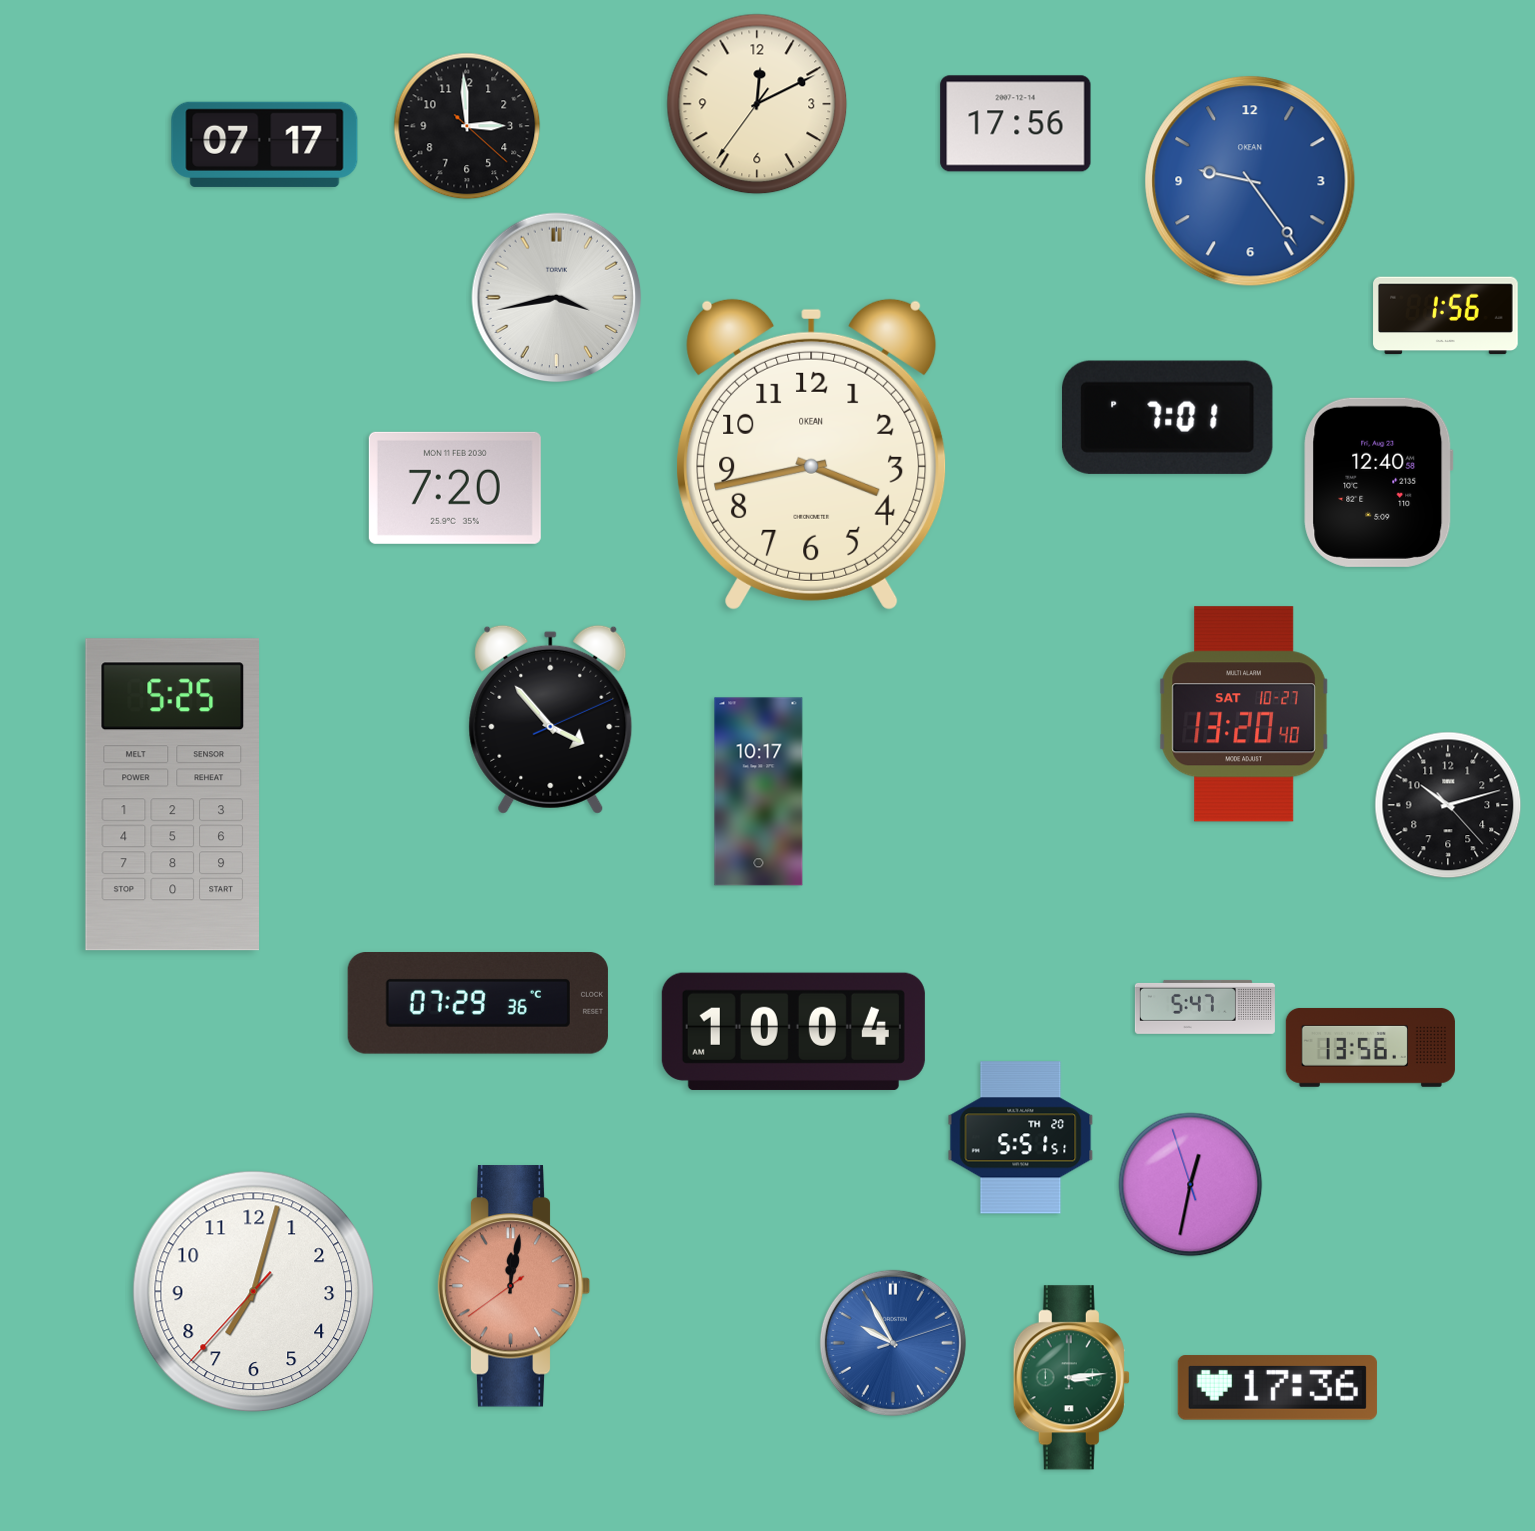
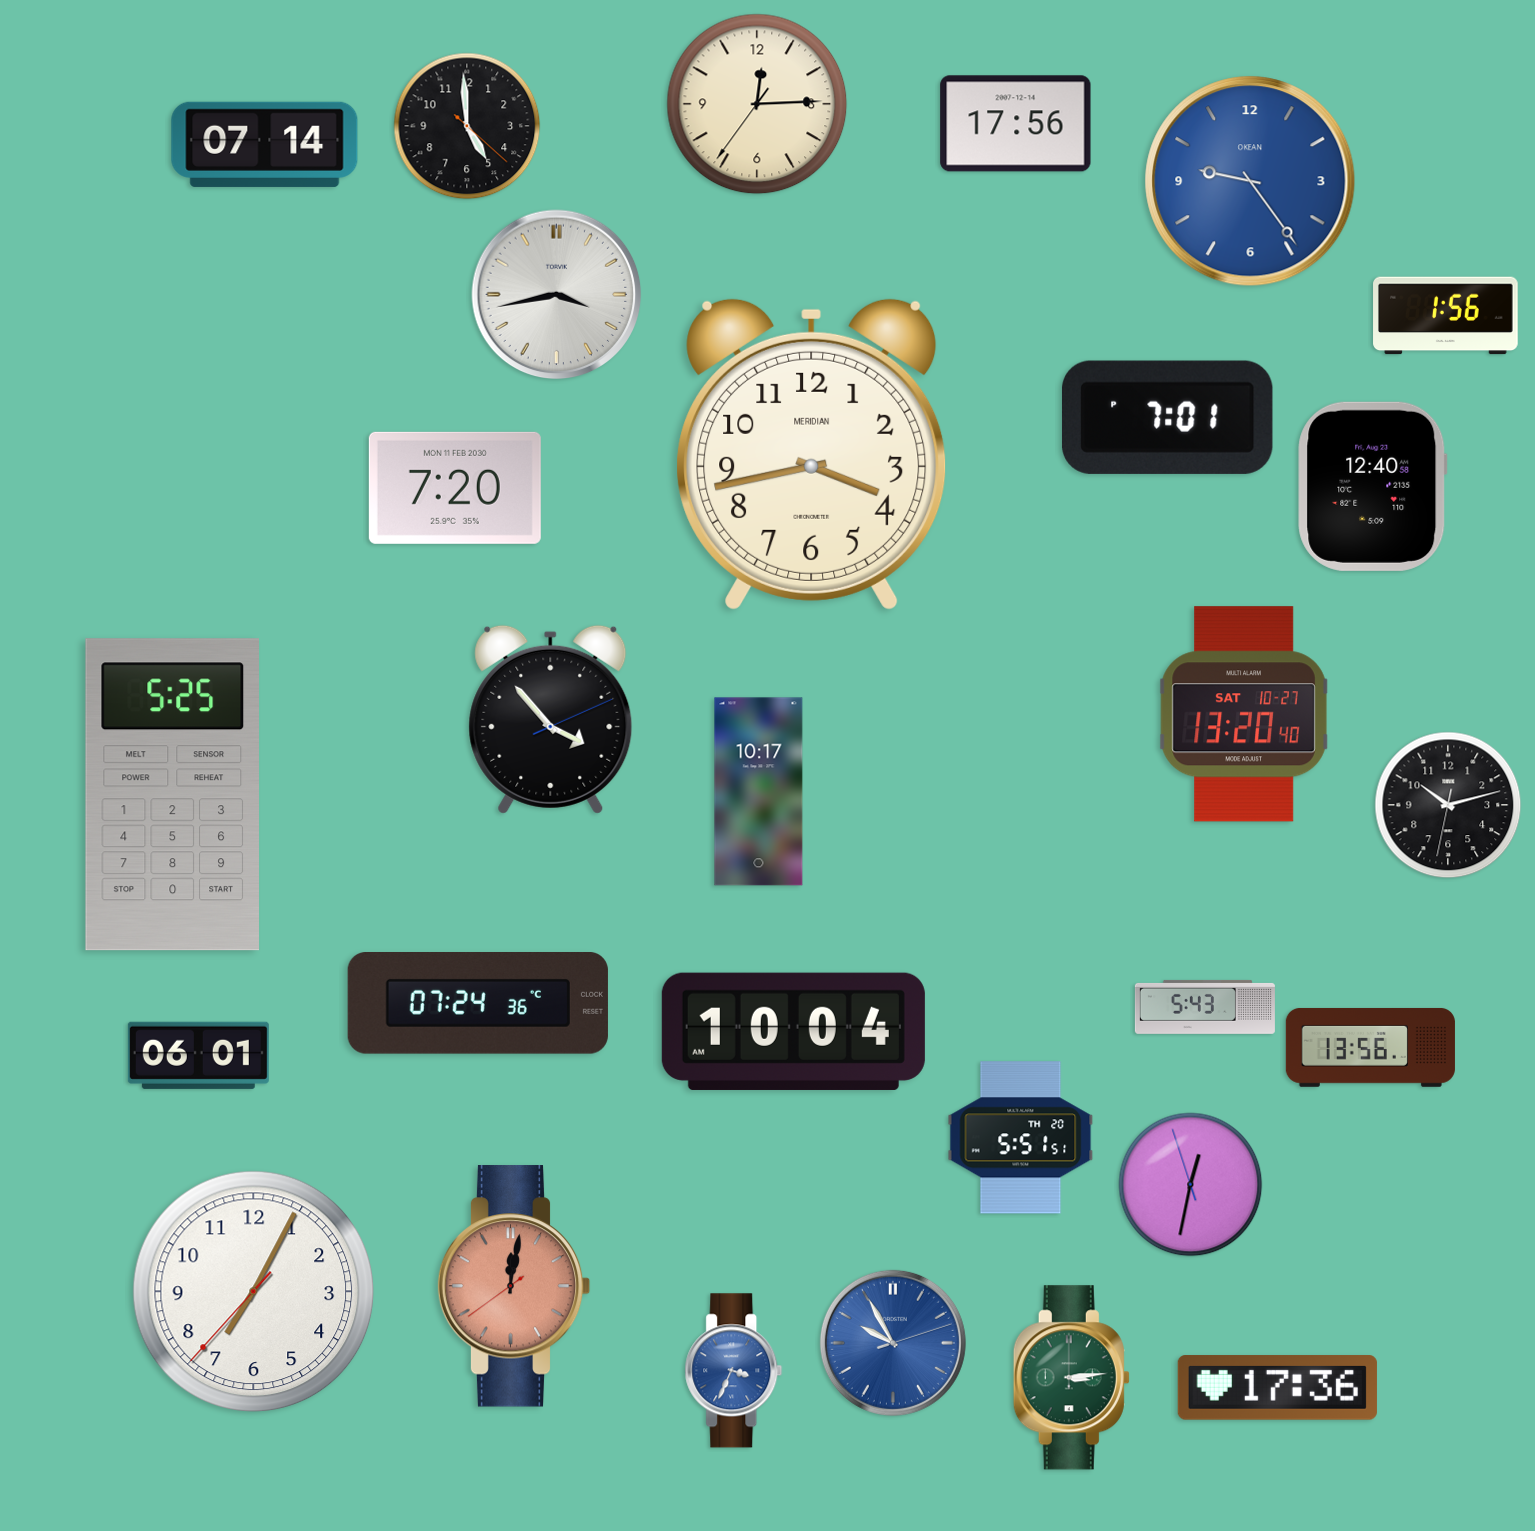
clock at (757, 104): 12:10 -> 12:14
clock at (467, 126): 2:59 -> 4:59
clock at (265, 144): 07:17 -> 07:14
clock at (557, 298) position: (557, 298) -> (557, 295)
clock at (812, 454) brand: OKEAN -> MERIDIAN
clock at (1379, 482) position: (1379, 482) -> (1373, 486)
clock at (1448, 805): 10:12:23 -> 10:12:32
clock at (478, 1004): 07:29 -> 07:24
clock at (1205, 1007): 5:47 -> 5:43
clock at (198, 1055): none -> 06:01
clock at (254, 1292): 7:02 -> 7:04
clock at (734, 1371): none -> 3:34
